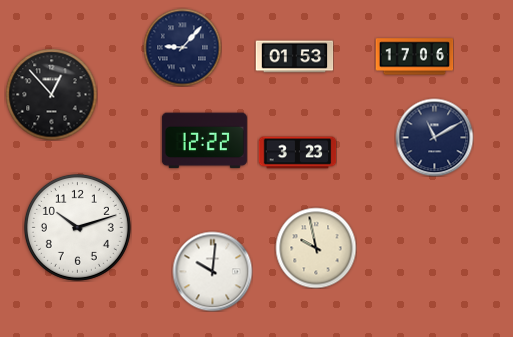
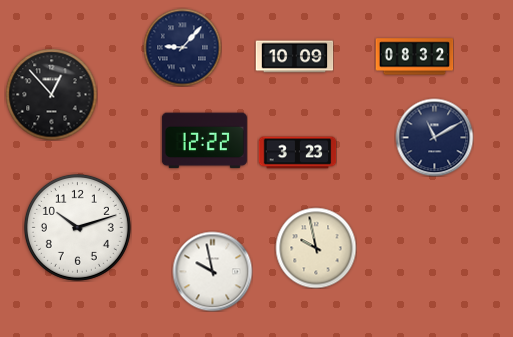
clock at (294, 57): 01:53 -> 10:09
clock at (414, 57): 17:06 -> 08:32
clock at (212, 271): 10:01 -> 9:58
